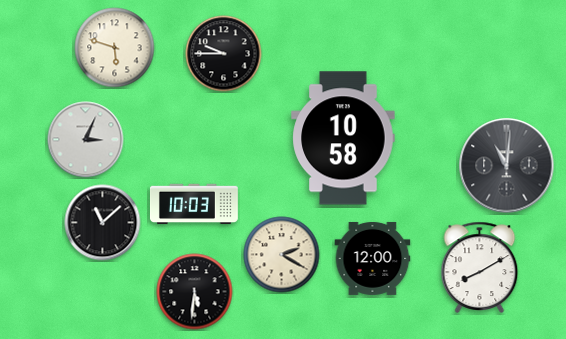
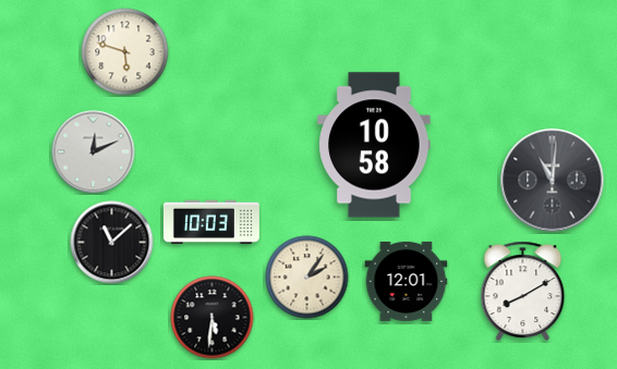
clock at (224, 54): 9:45 -> none
clock at (343, 138) position: (343, 138) -> (374, 145)
clock at (86, 140): 3:04 -> 12:11
clock at (282, 255): 2:20 -> 2:06
clock at (373, 258): 12:00 -> 12:01
